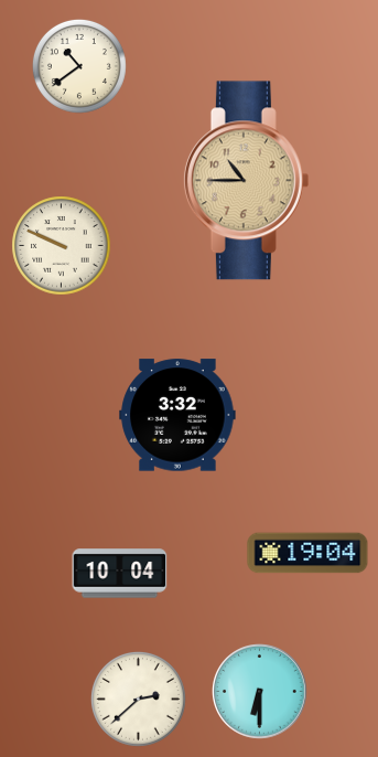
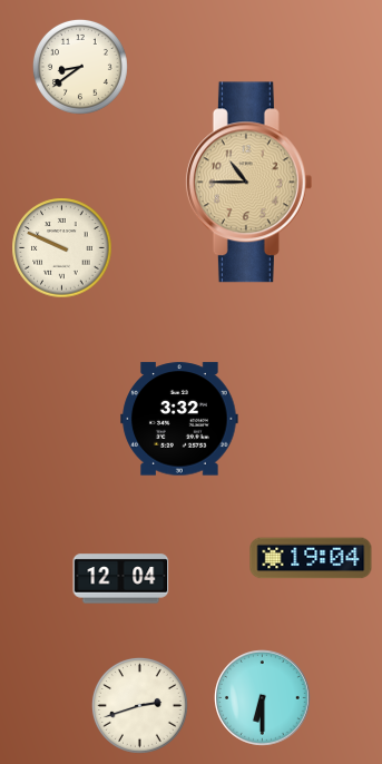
clock at (79, 66): 10:39 -> 8:39
clock at (120, 574): 10:04 -> 12:04
clock at (138, 699): 2:38 -> 2:42
